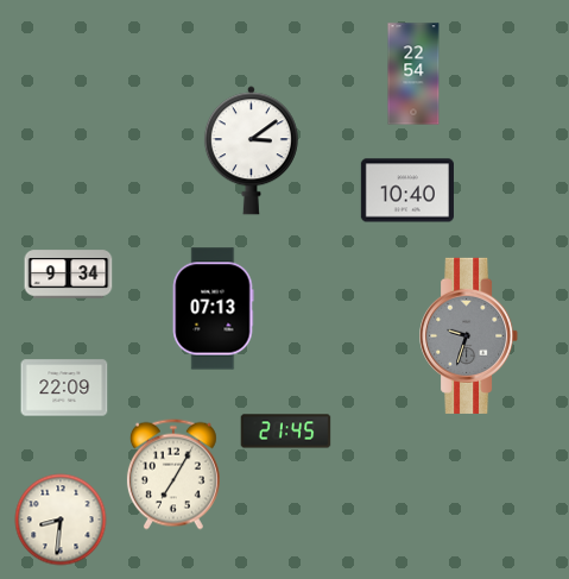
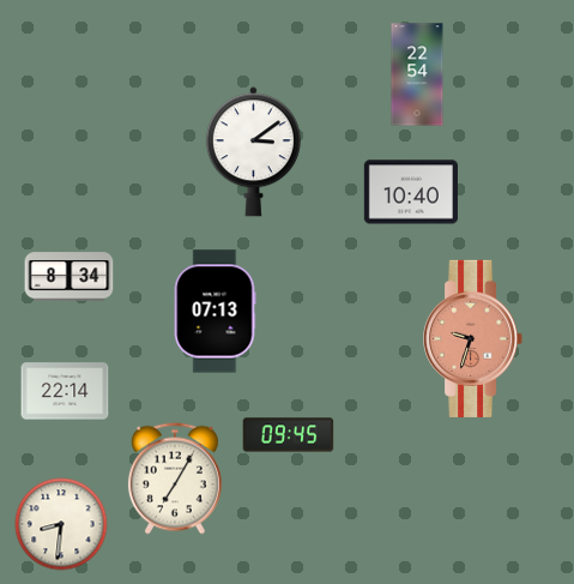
clock at (69, 275): 9:34 -> 8:34
clock at (469, 335) dial: grey -> salmon
clock at (64, 388): 22:09 -> 22:14
clock at (286, 432): 21:45 -> 09:45
